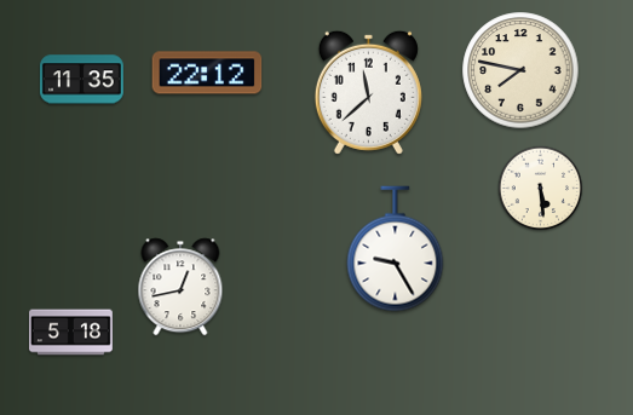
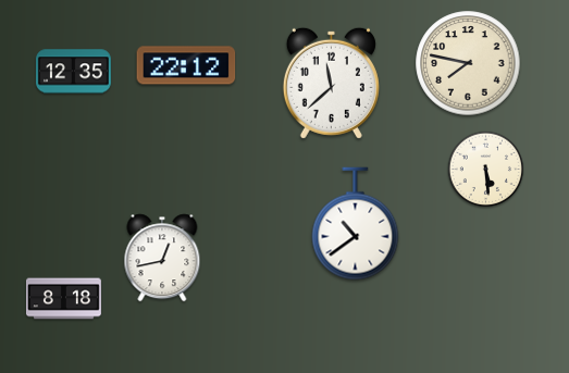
clock at (81, 80): 11:35 -> 12:35
clock at (396, 249): 9:25 -> 10:39
clock at (71, 333): 5:18 -> 8:18
